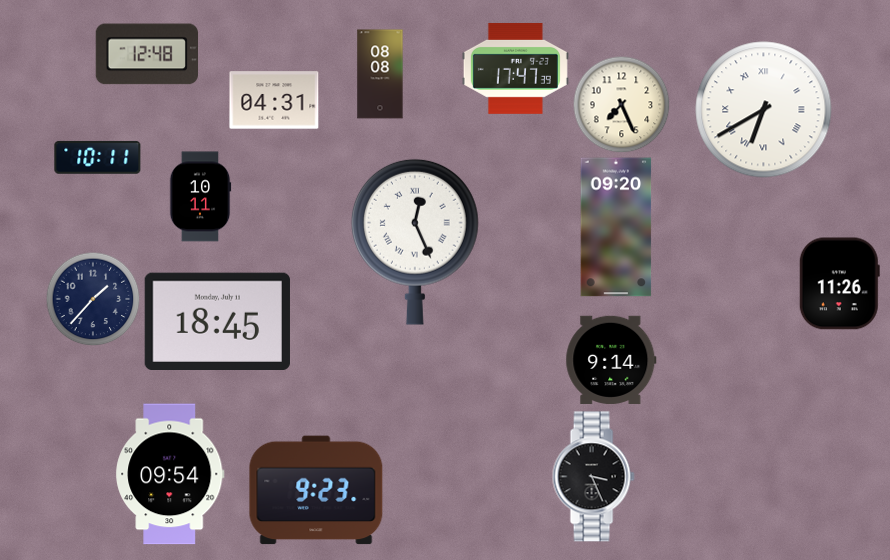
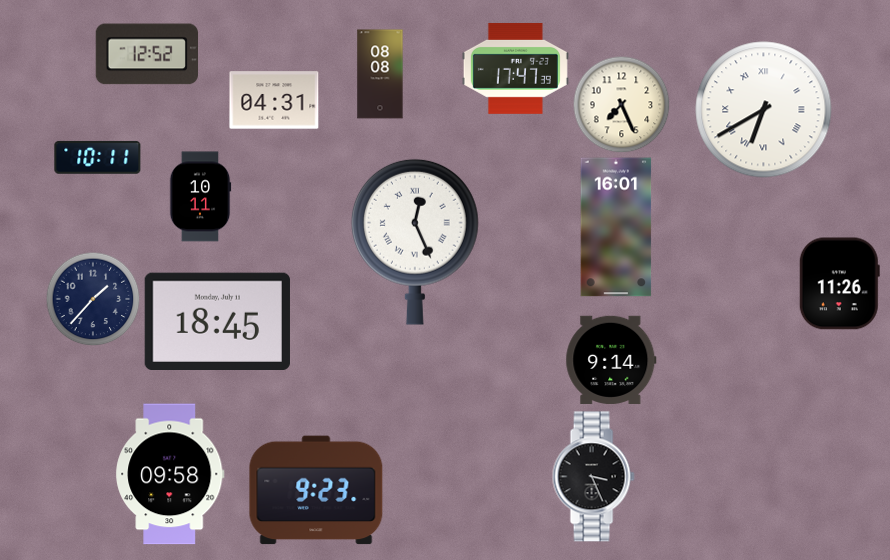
clock at (146, 54): 12:48 -> 12:52
clock at (616, 227): 09:20 -> 16:01
clock at (170, 474): 09:54 -> 09:58
